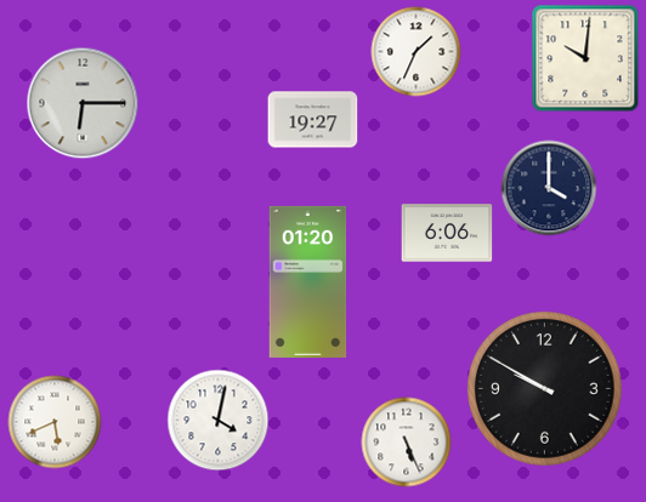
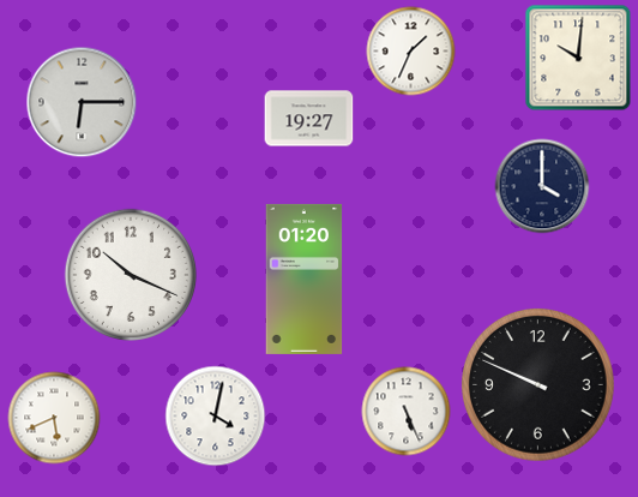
clock at (447, 233): 6:06 -> none
clock at (131, 275): none -> 10:19
clock at (545, 389): 9:50 -> 9:49
clock at (407, 443) position: (407, 443) -> (407, 412)
